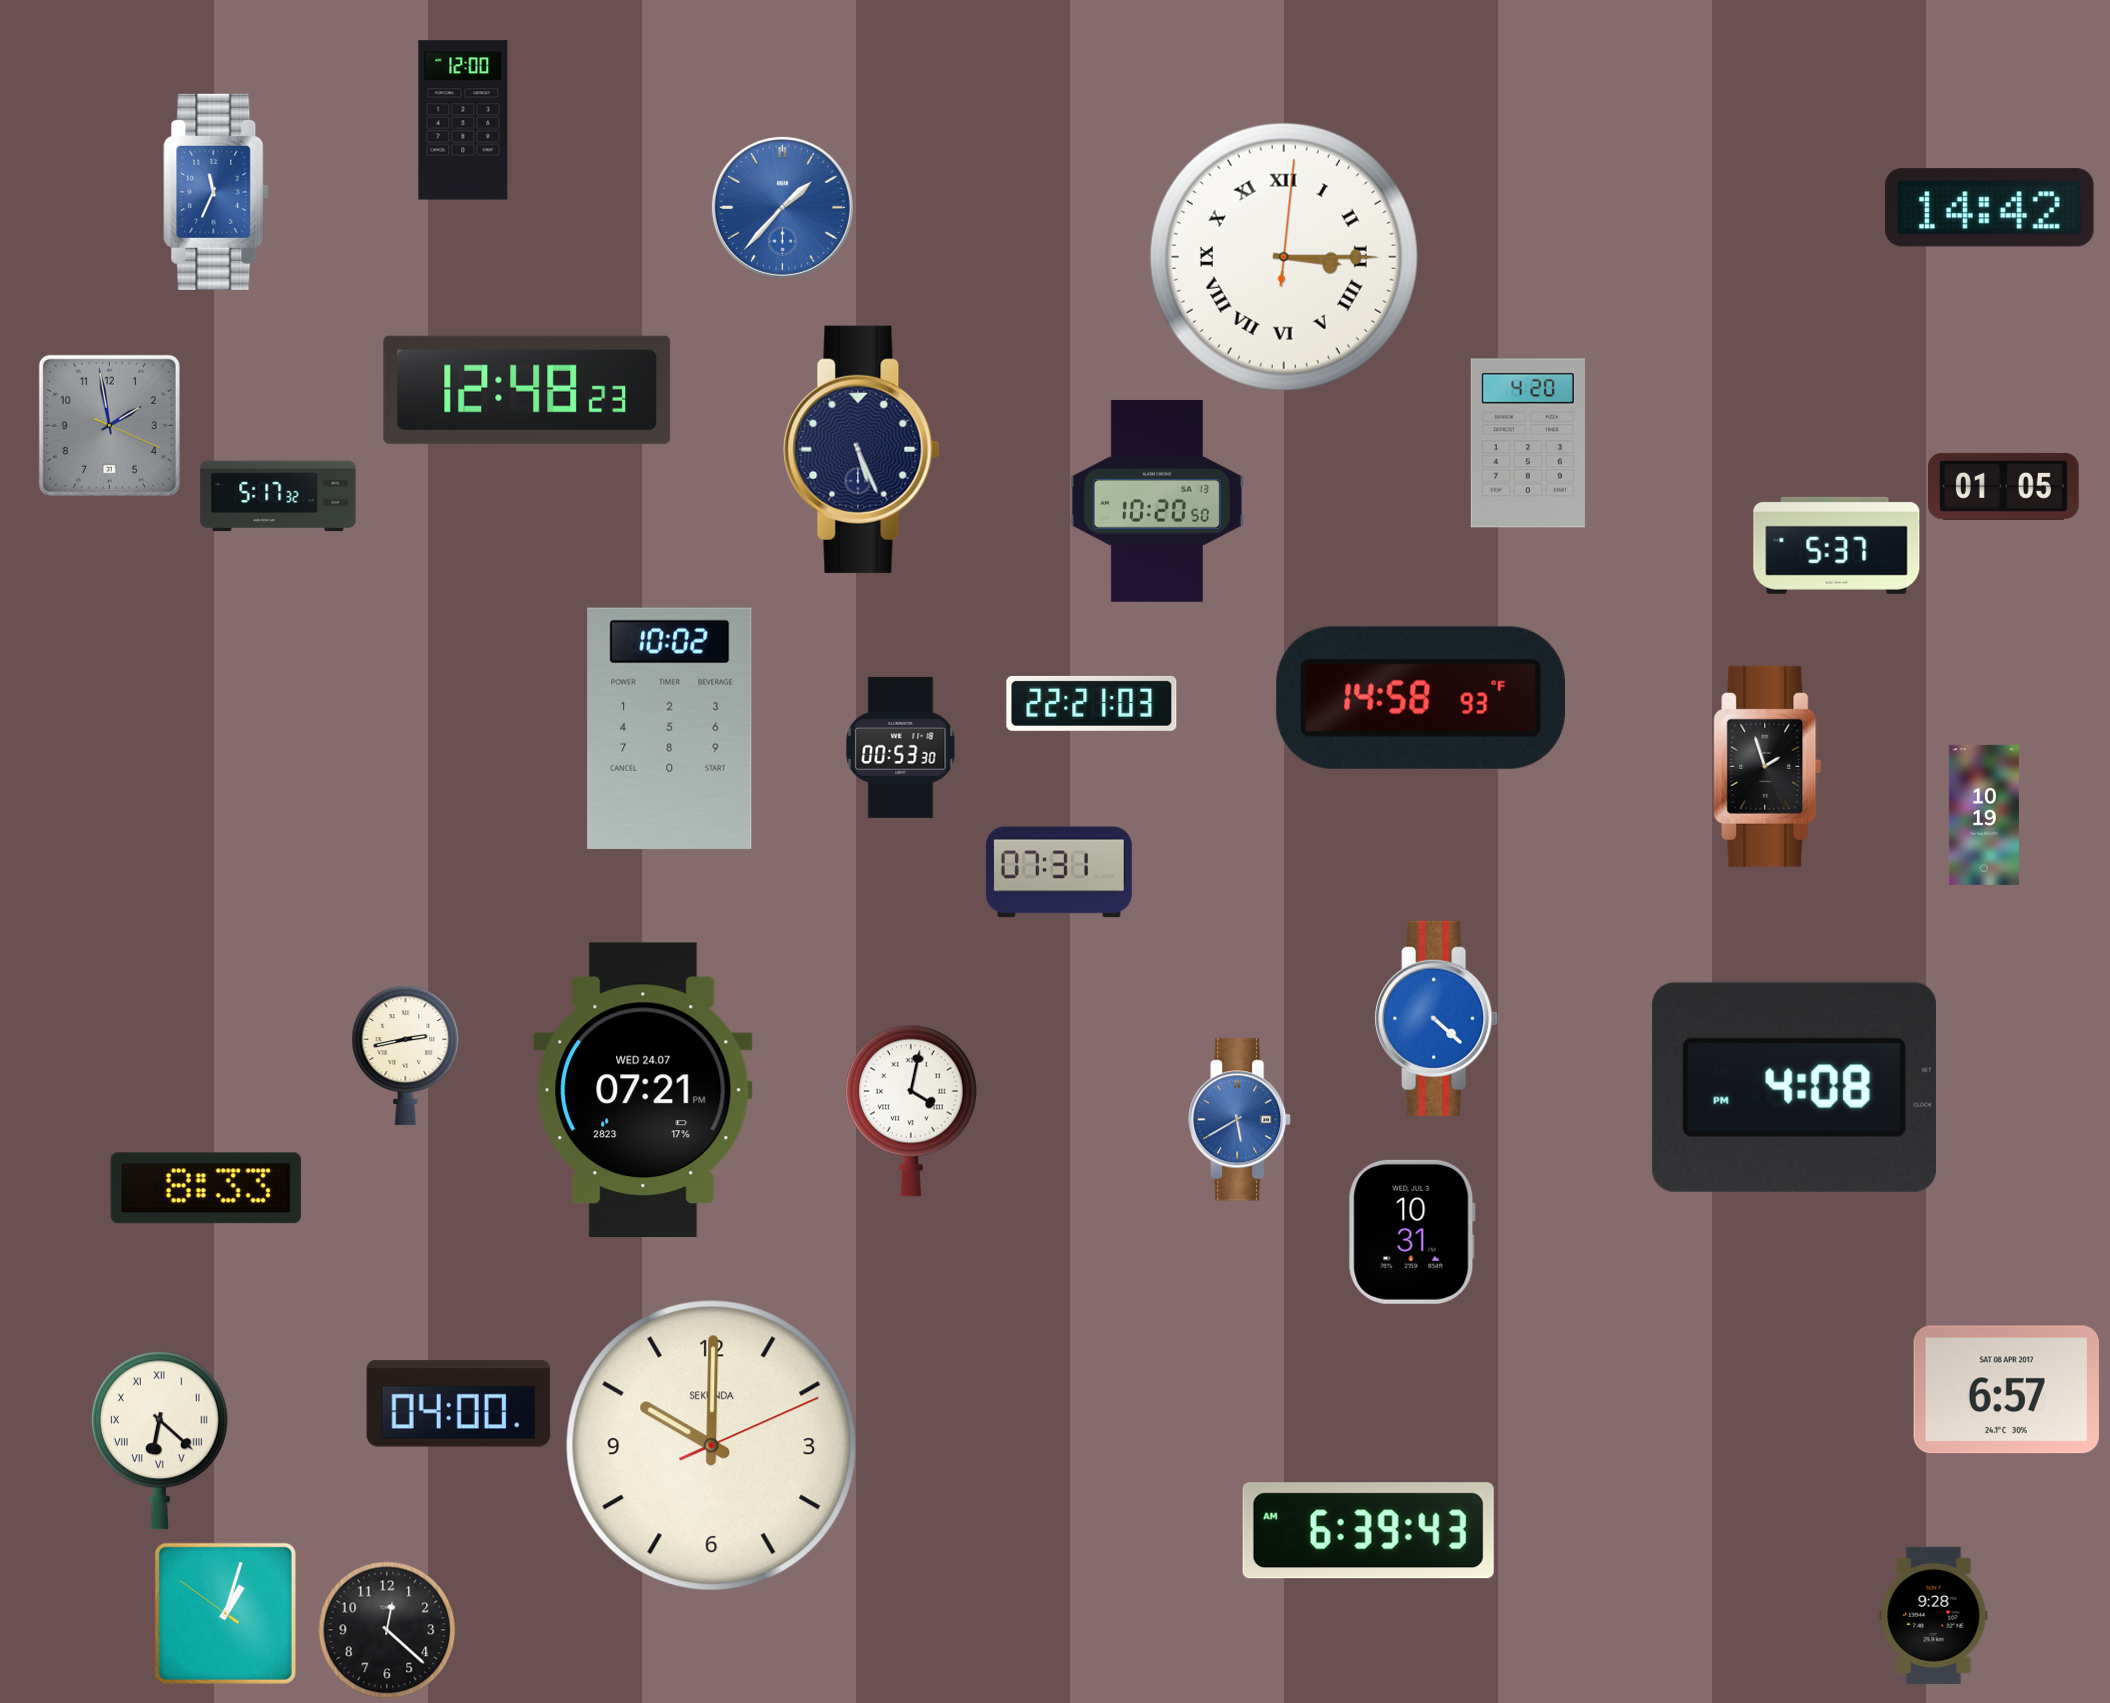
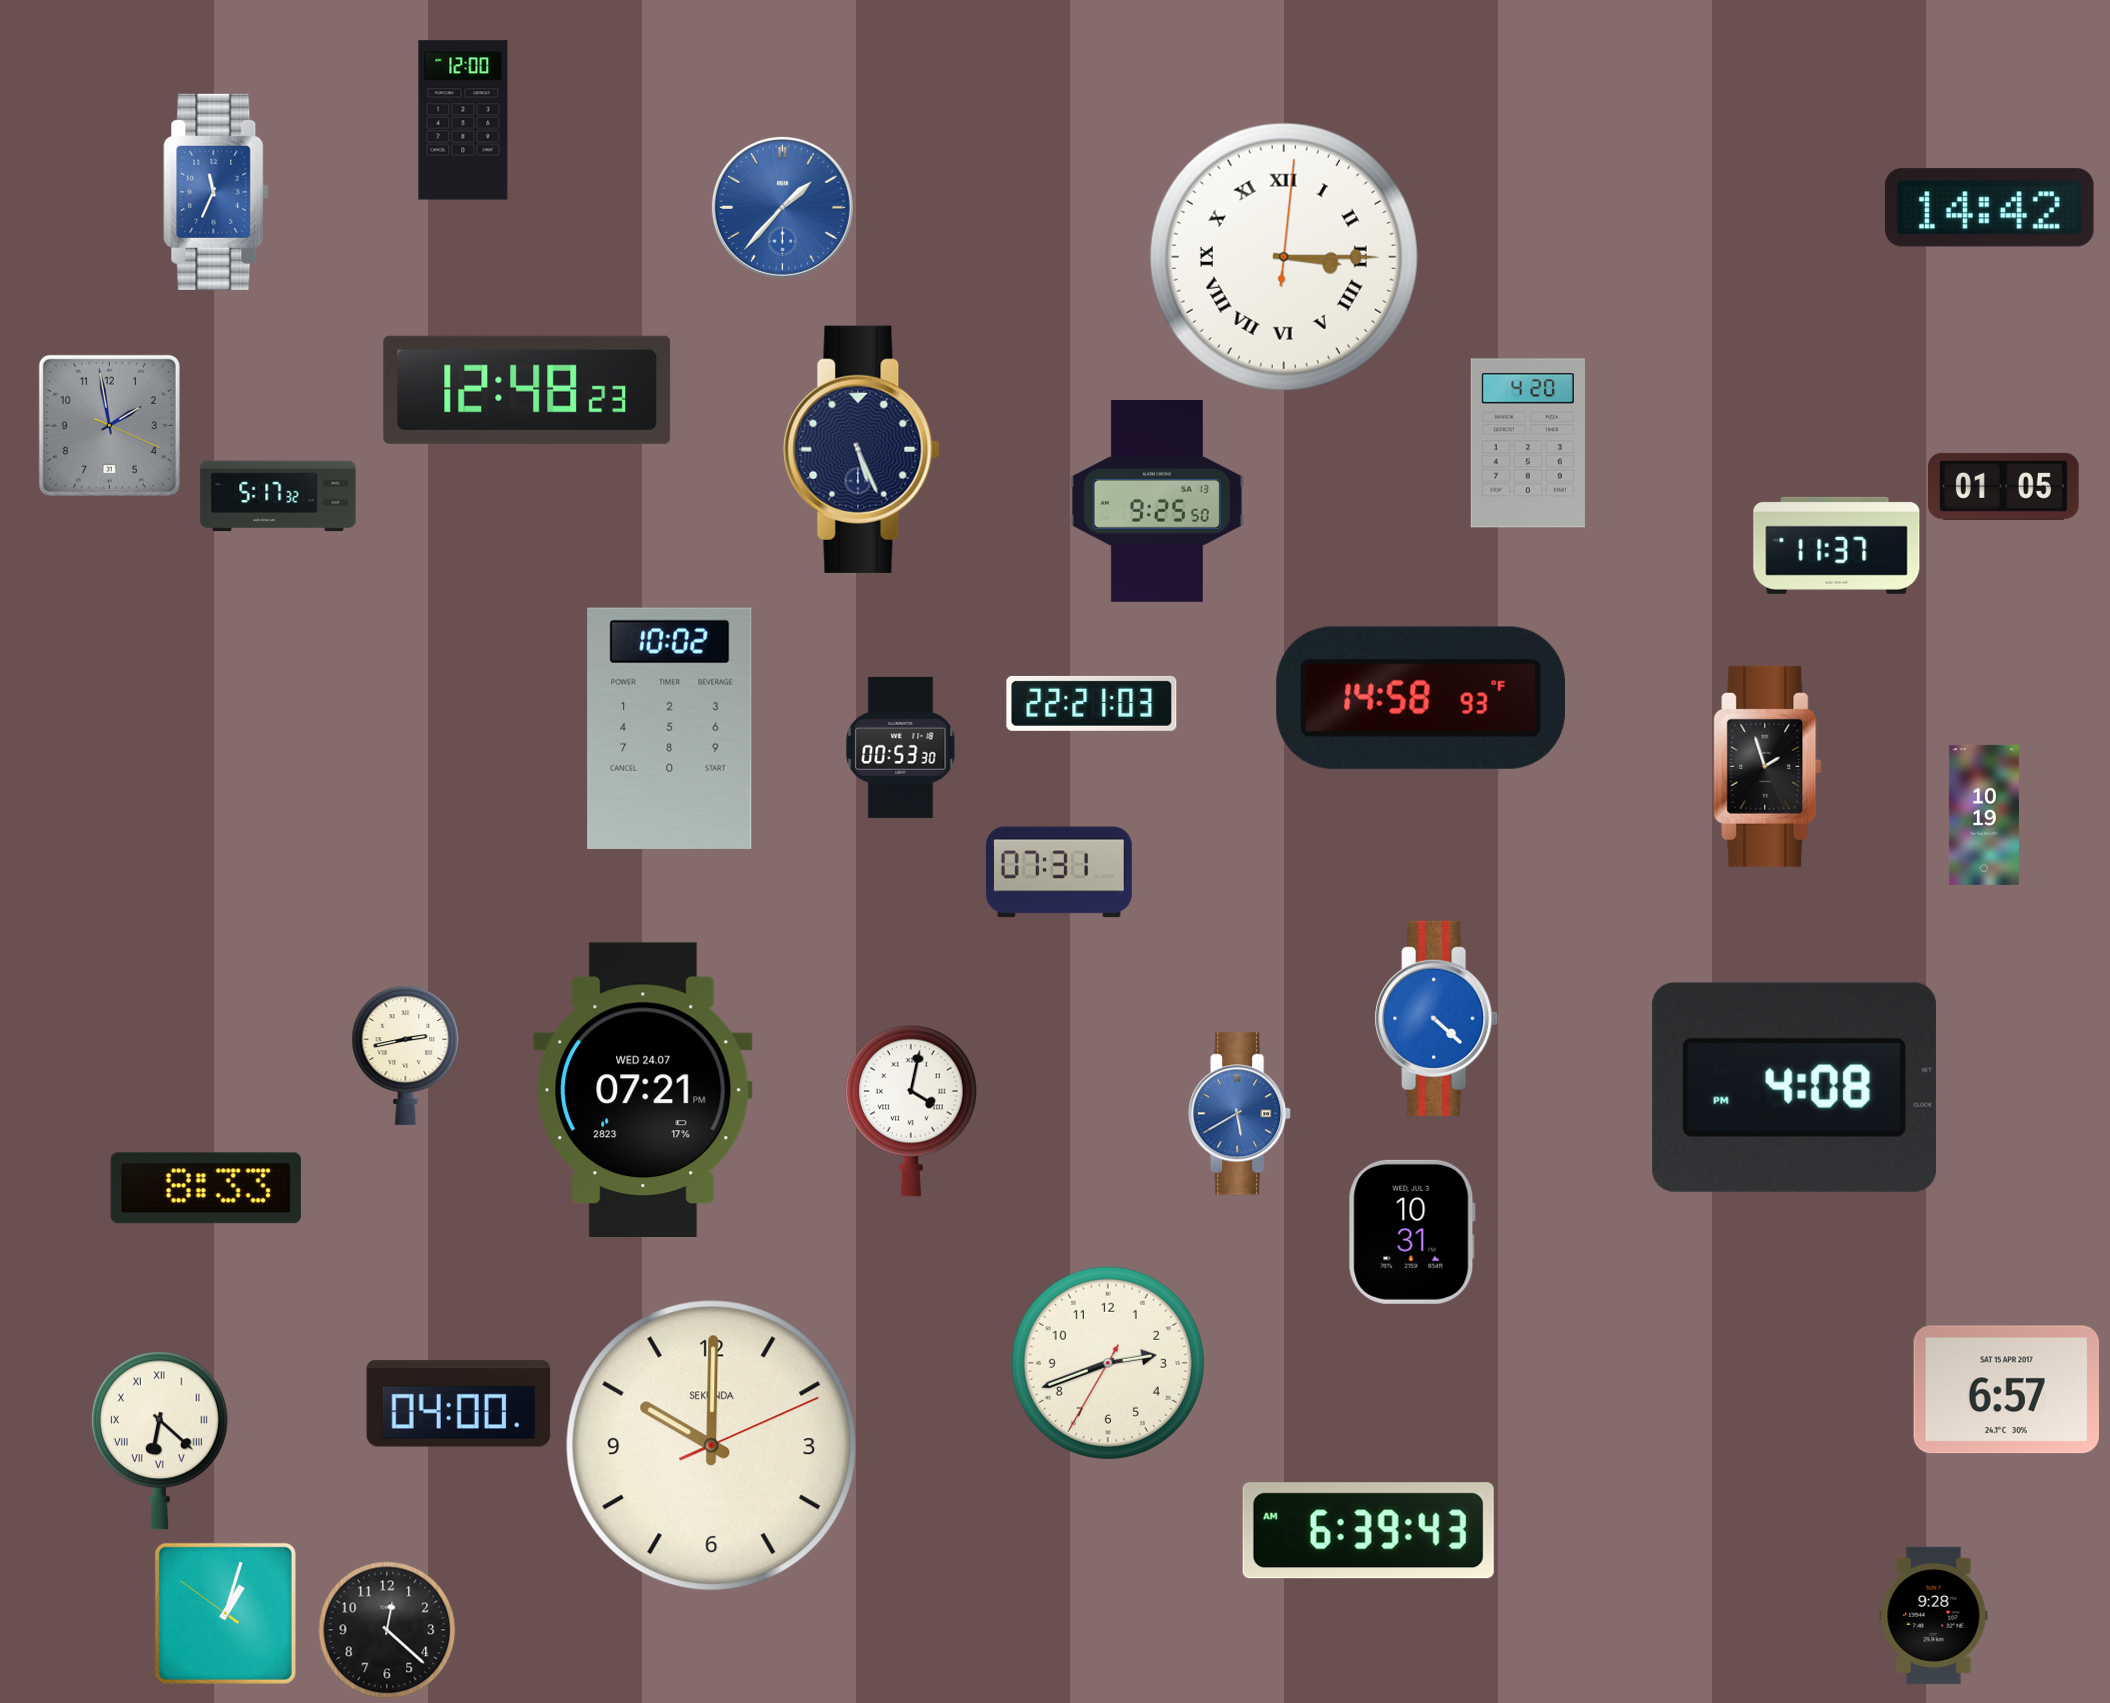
clock at (1157, 501): 10:20 -> 9:25
clock at (1837, 545): 5:37 -> 11:37
clock at (1240, 1120) position: (1240, 1120) -> (1240, 1114)
clock at (1108, 1363): none -> 2:41
clock at (2006, 1390) date: SAT 08 APR 2017 -> SAT 15 APR 2017
